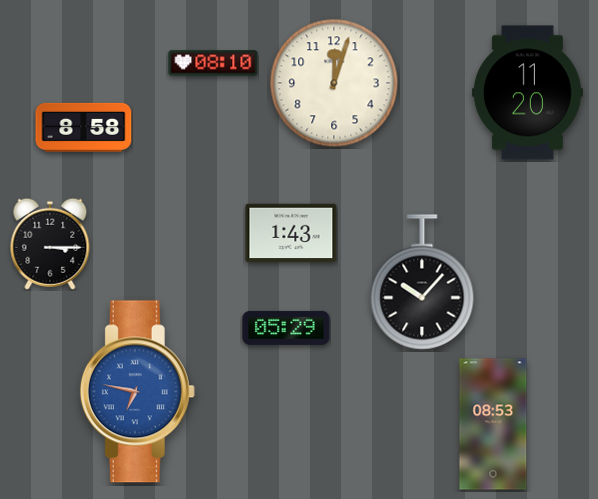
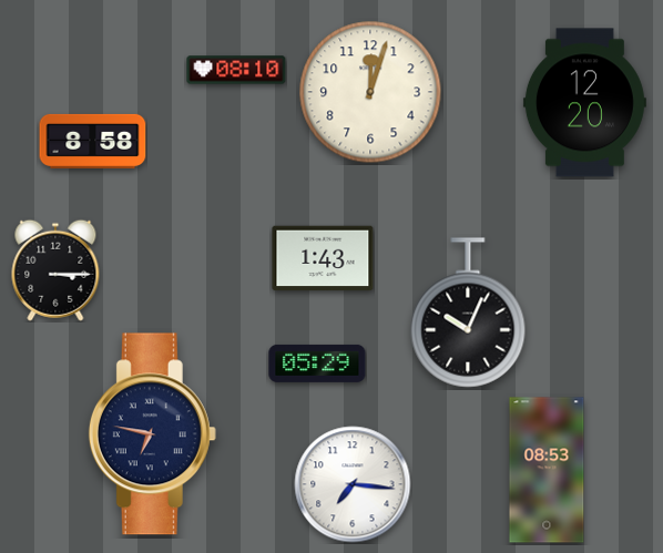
clock at (527, 93): 11:20 -> 12:20
clock at (422, 282): 10:07 -> 10:04
clock at (137, 392) dial: blue -> navy
clock at (353, 484): none -> 7:16
